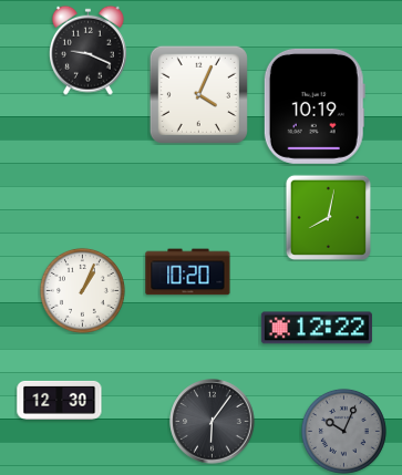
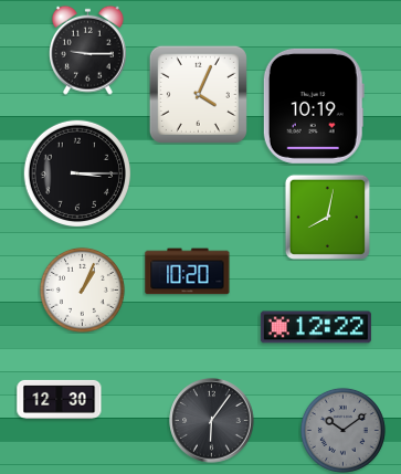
clock at (87, 50): 9:19 -> 9:15
clock at (77, 173): none -> 3:15
clock at (343, 431): 10:04 -> 10:09
